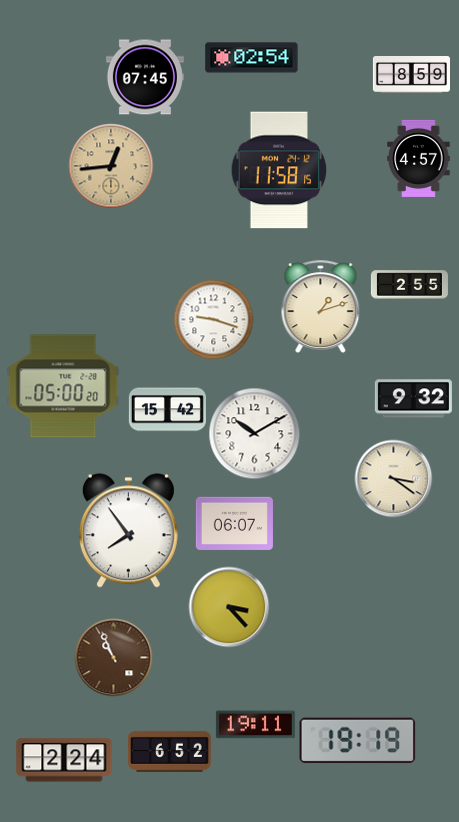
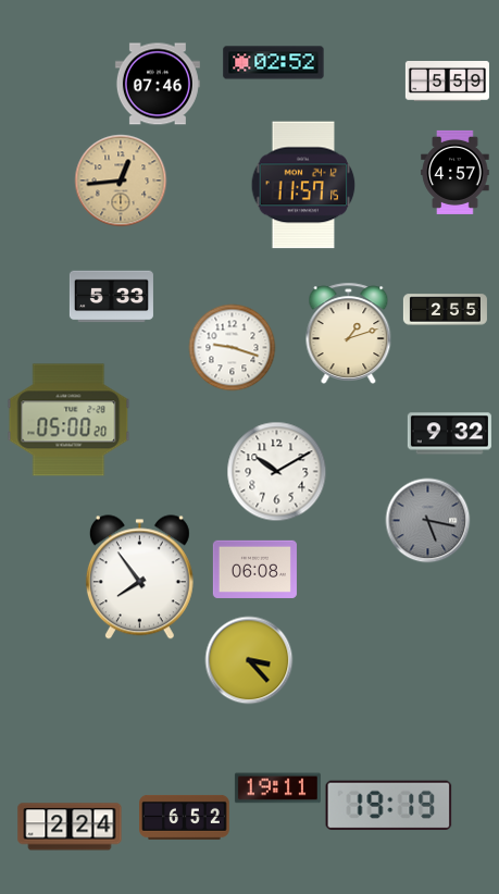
clock at (252, 58): 02:54 -> 02:52
clock at (411, 75): 8:59 -> 5:59
clock at (145, 77): 07:45 -> 07:46
clock at (279, 170): 11:58 -> 11:57
clock at (111, 297): none -> 5:33
clock at (167, 410): 15:42 -> none
clock at (393, 478): 3:21 -> 5:17
clock at (393, 478) dial: cream -> grey
clock at (234, 523): 06:07 -> 06:08
clock at (113, 657): 10:56 -> none
